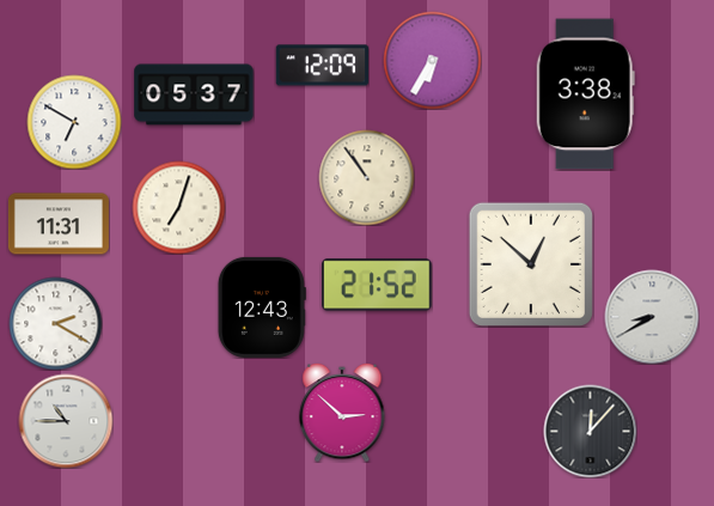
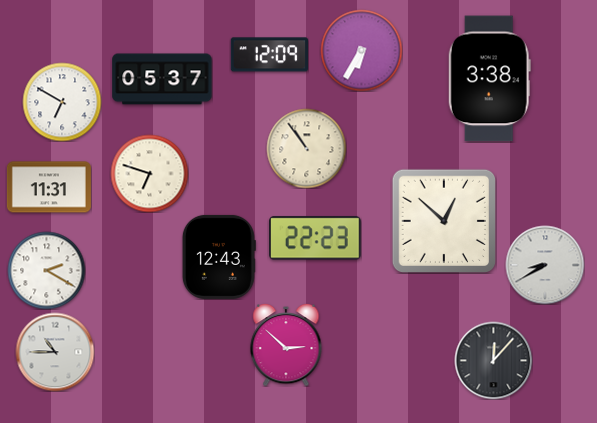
clock at (178, 207): 7:03 -> 6:48
clock at (378, 285): 21:52 -> 22:23
